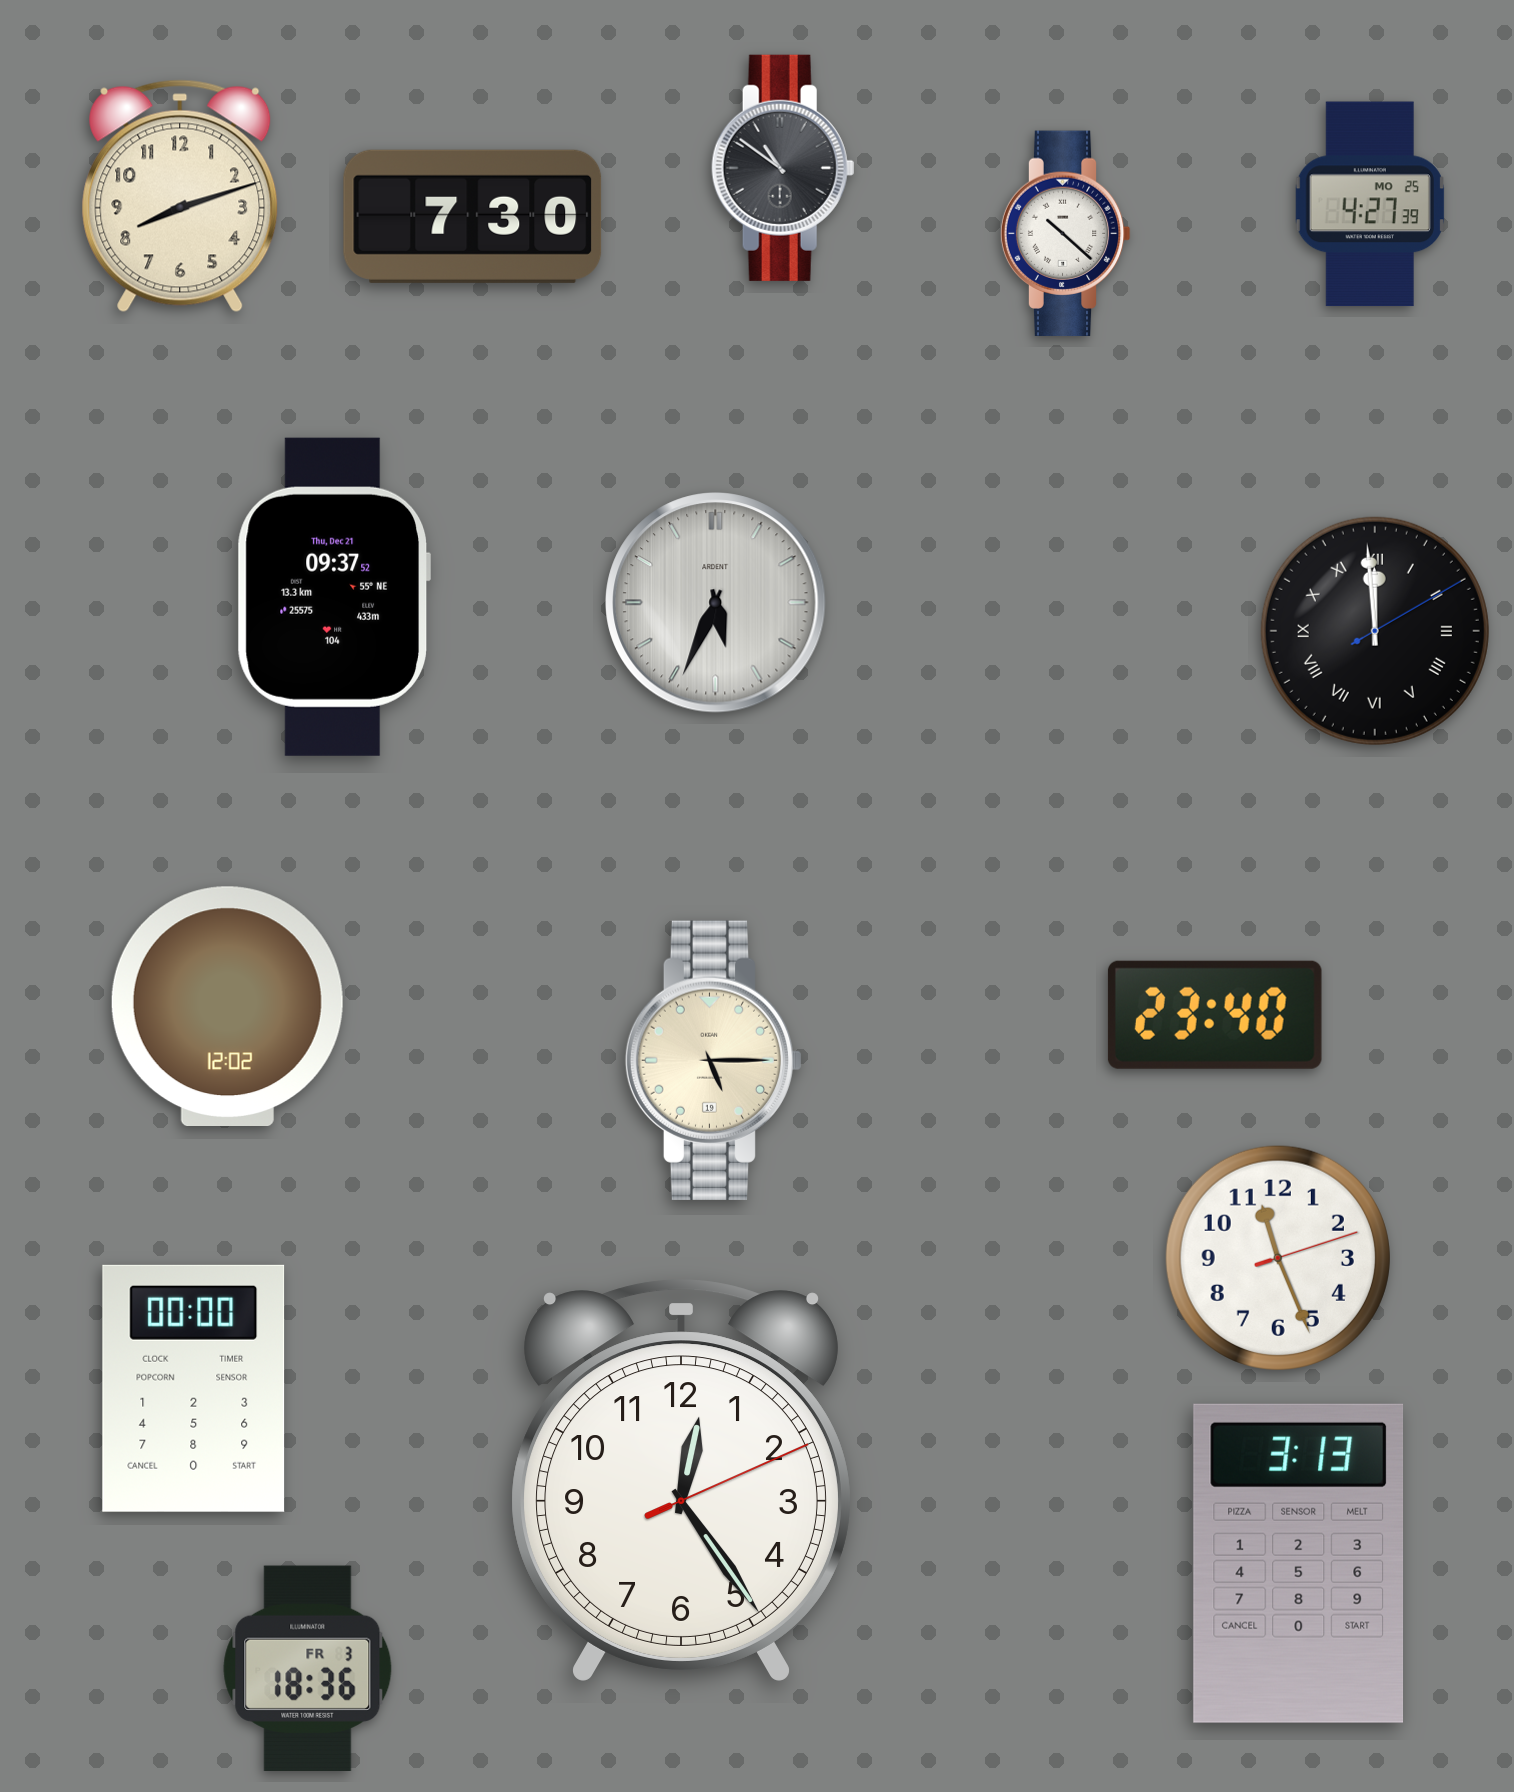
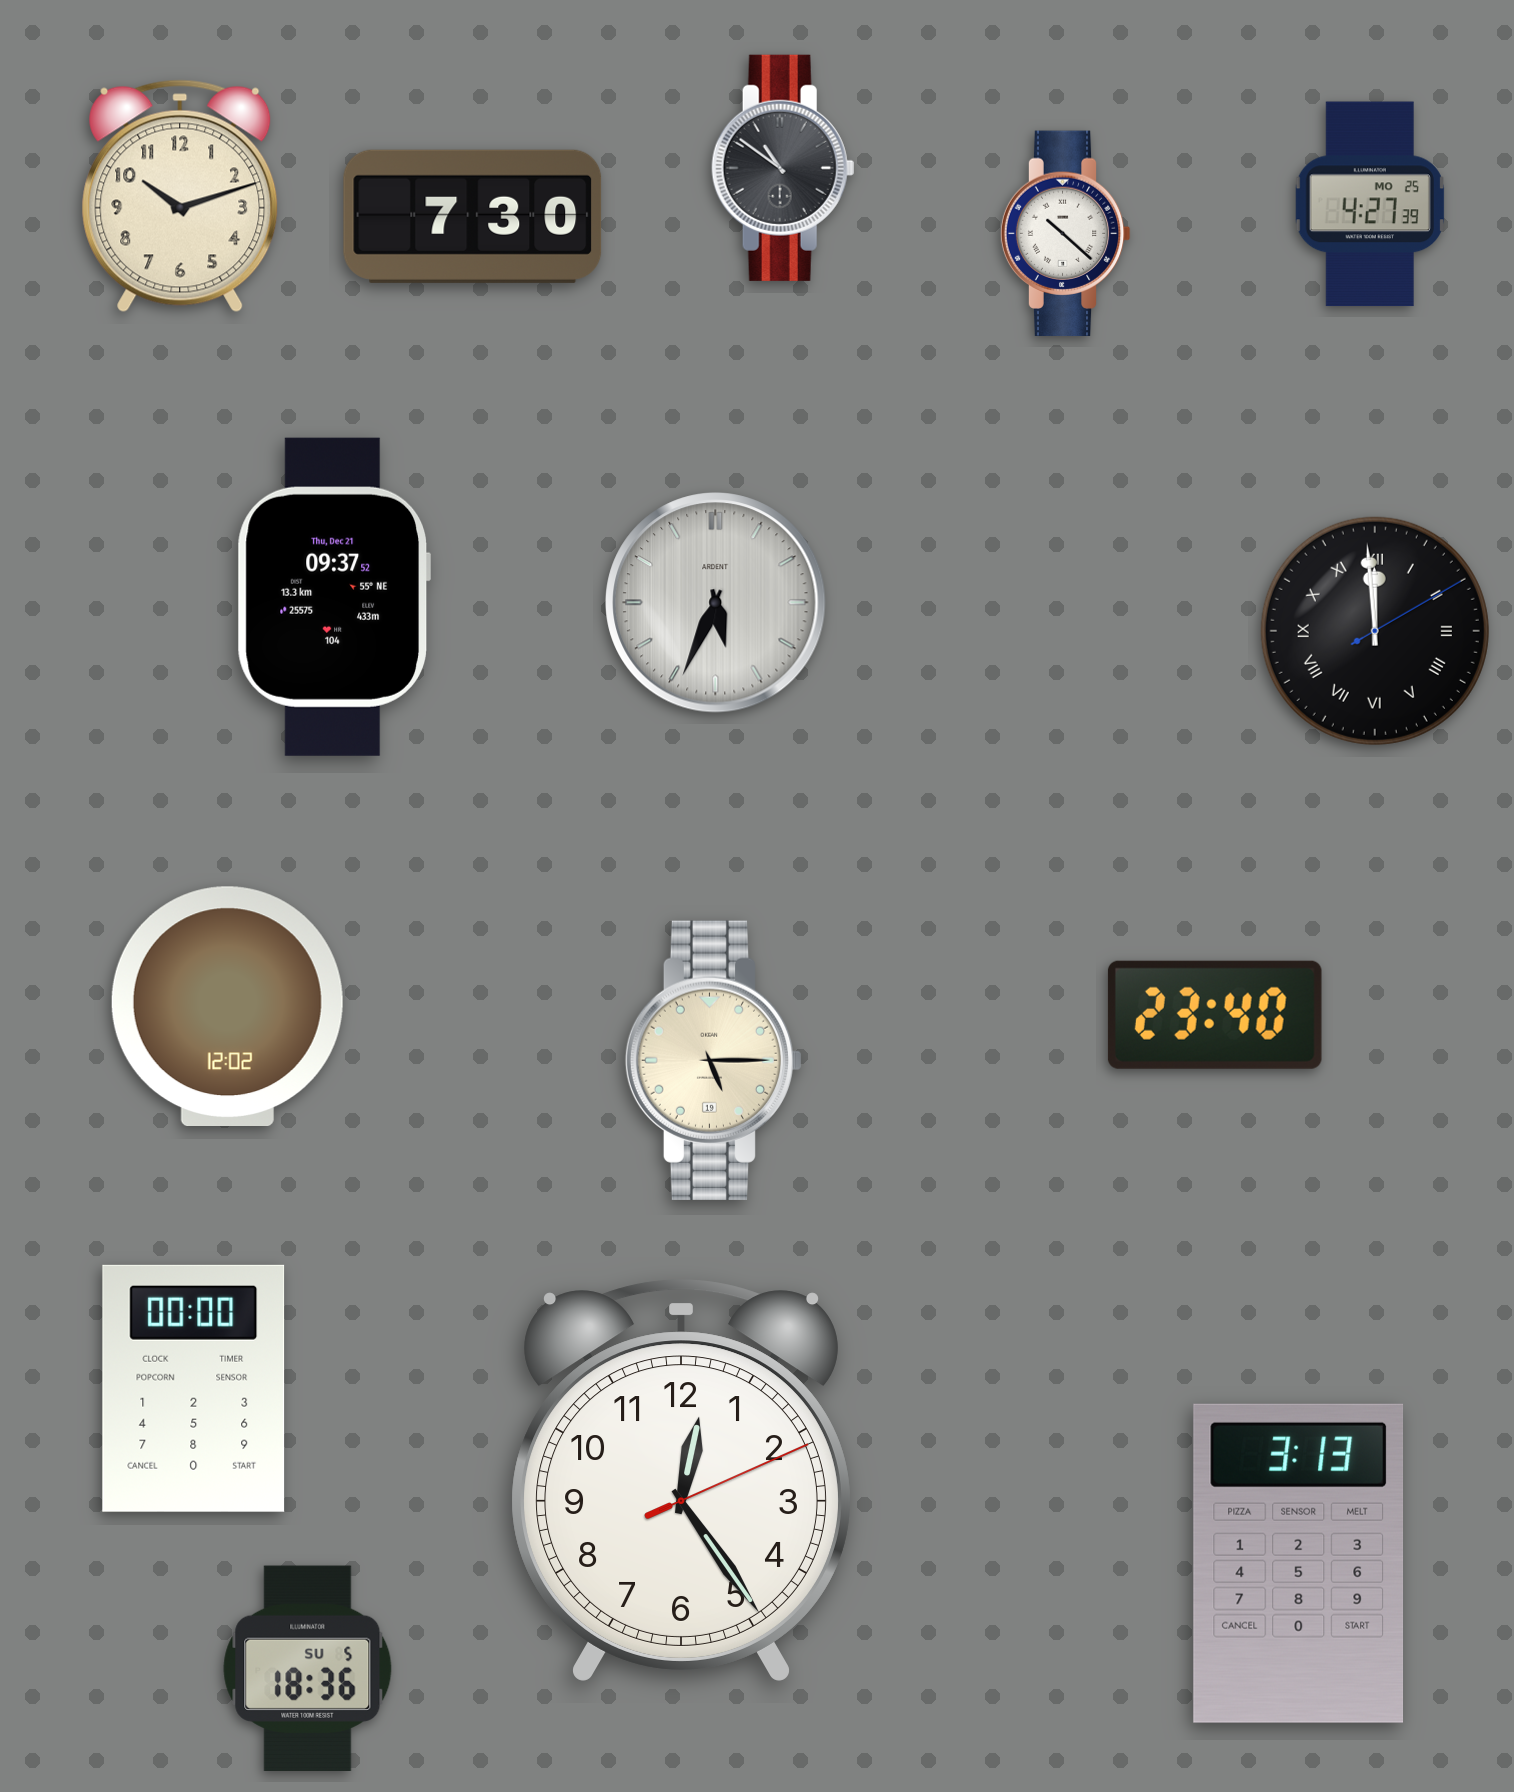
clock at (180, 196): 8:12 -> 10:12
clock at (1278, 1258): 11:26 -> none
clock at (308, 1668) date: FR 3 -> SU 5
